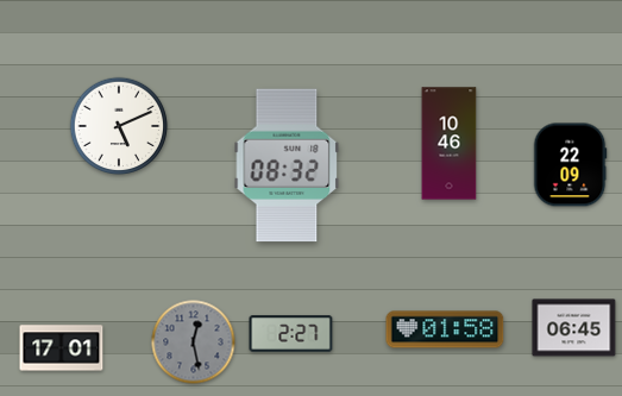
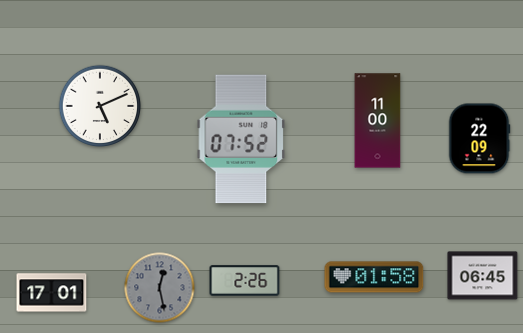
clock at (450, 144): 10:46 -> 11:00
clock at (287, 165): 08:32 -> 07:52
clock at (291, 334): 2:27 -> 2:26
clock at (194, 342) position: (194, 342) -> (160, 288)
